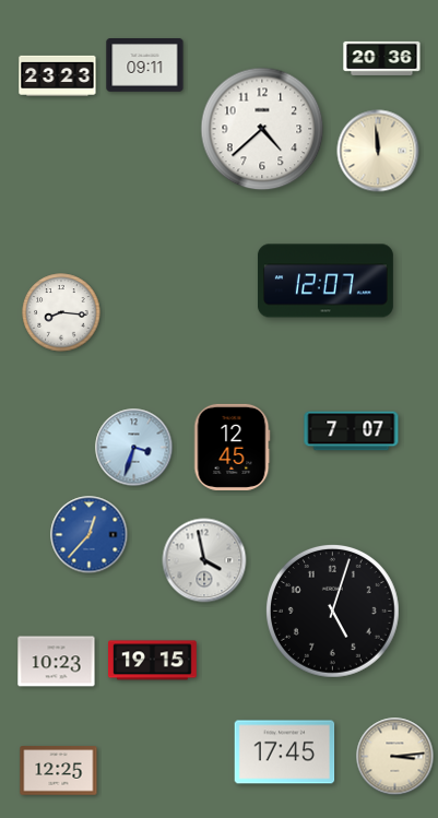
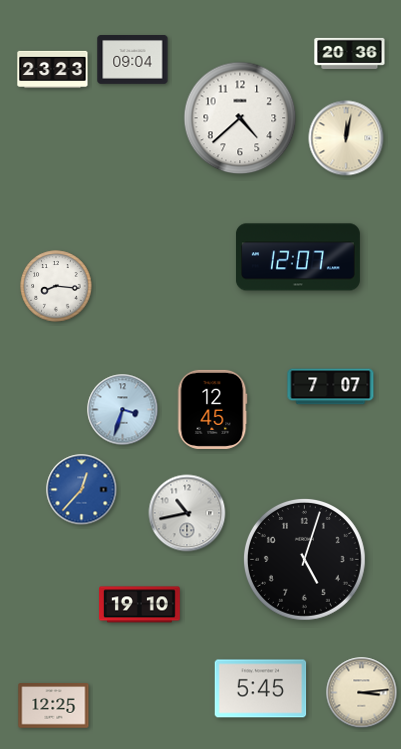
clock at (145, 66): 09:11 -> 09:04
clock at (378, 151): 11:59 -> 12:02
clock at (352, 431) position: (352, 431) -> (331, 387)
clock at (204, 560): 3:58 -> 10:43
clock at (153, 661): 19:15 -> 19:10
clock at (57, 662): 10:23 -> none
clock at (285, 752): 17:45 -> 5:45
